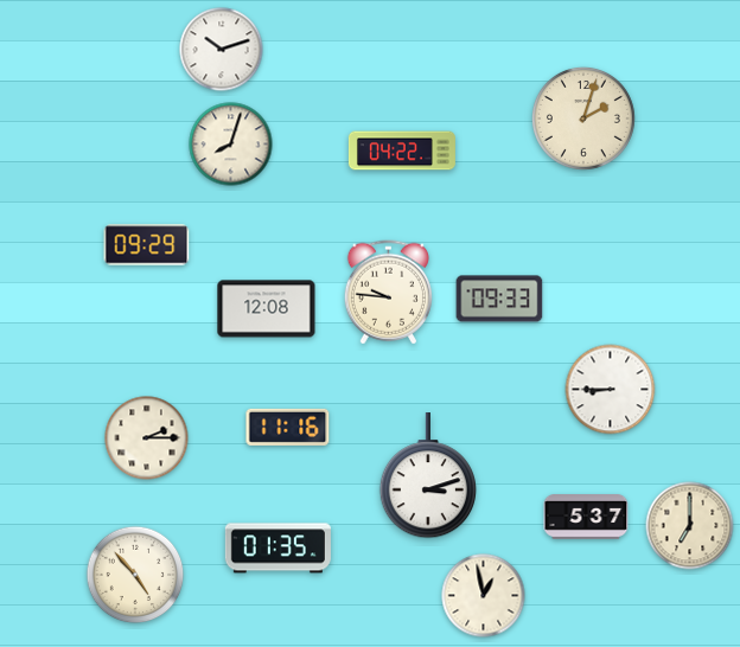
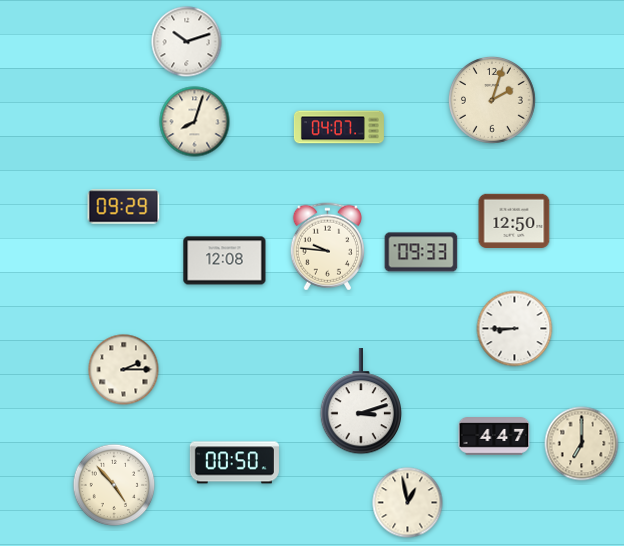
clock at (402, 150): 04:22 -> 04:07
clock at (514, 221): none -> 12:50
clock at (288, 427): 11:16 -> none
clock at (586, 517): 5:37 -> 4:47
clock at (277, 549): 01:35 -> 00:50
